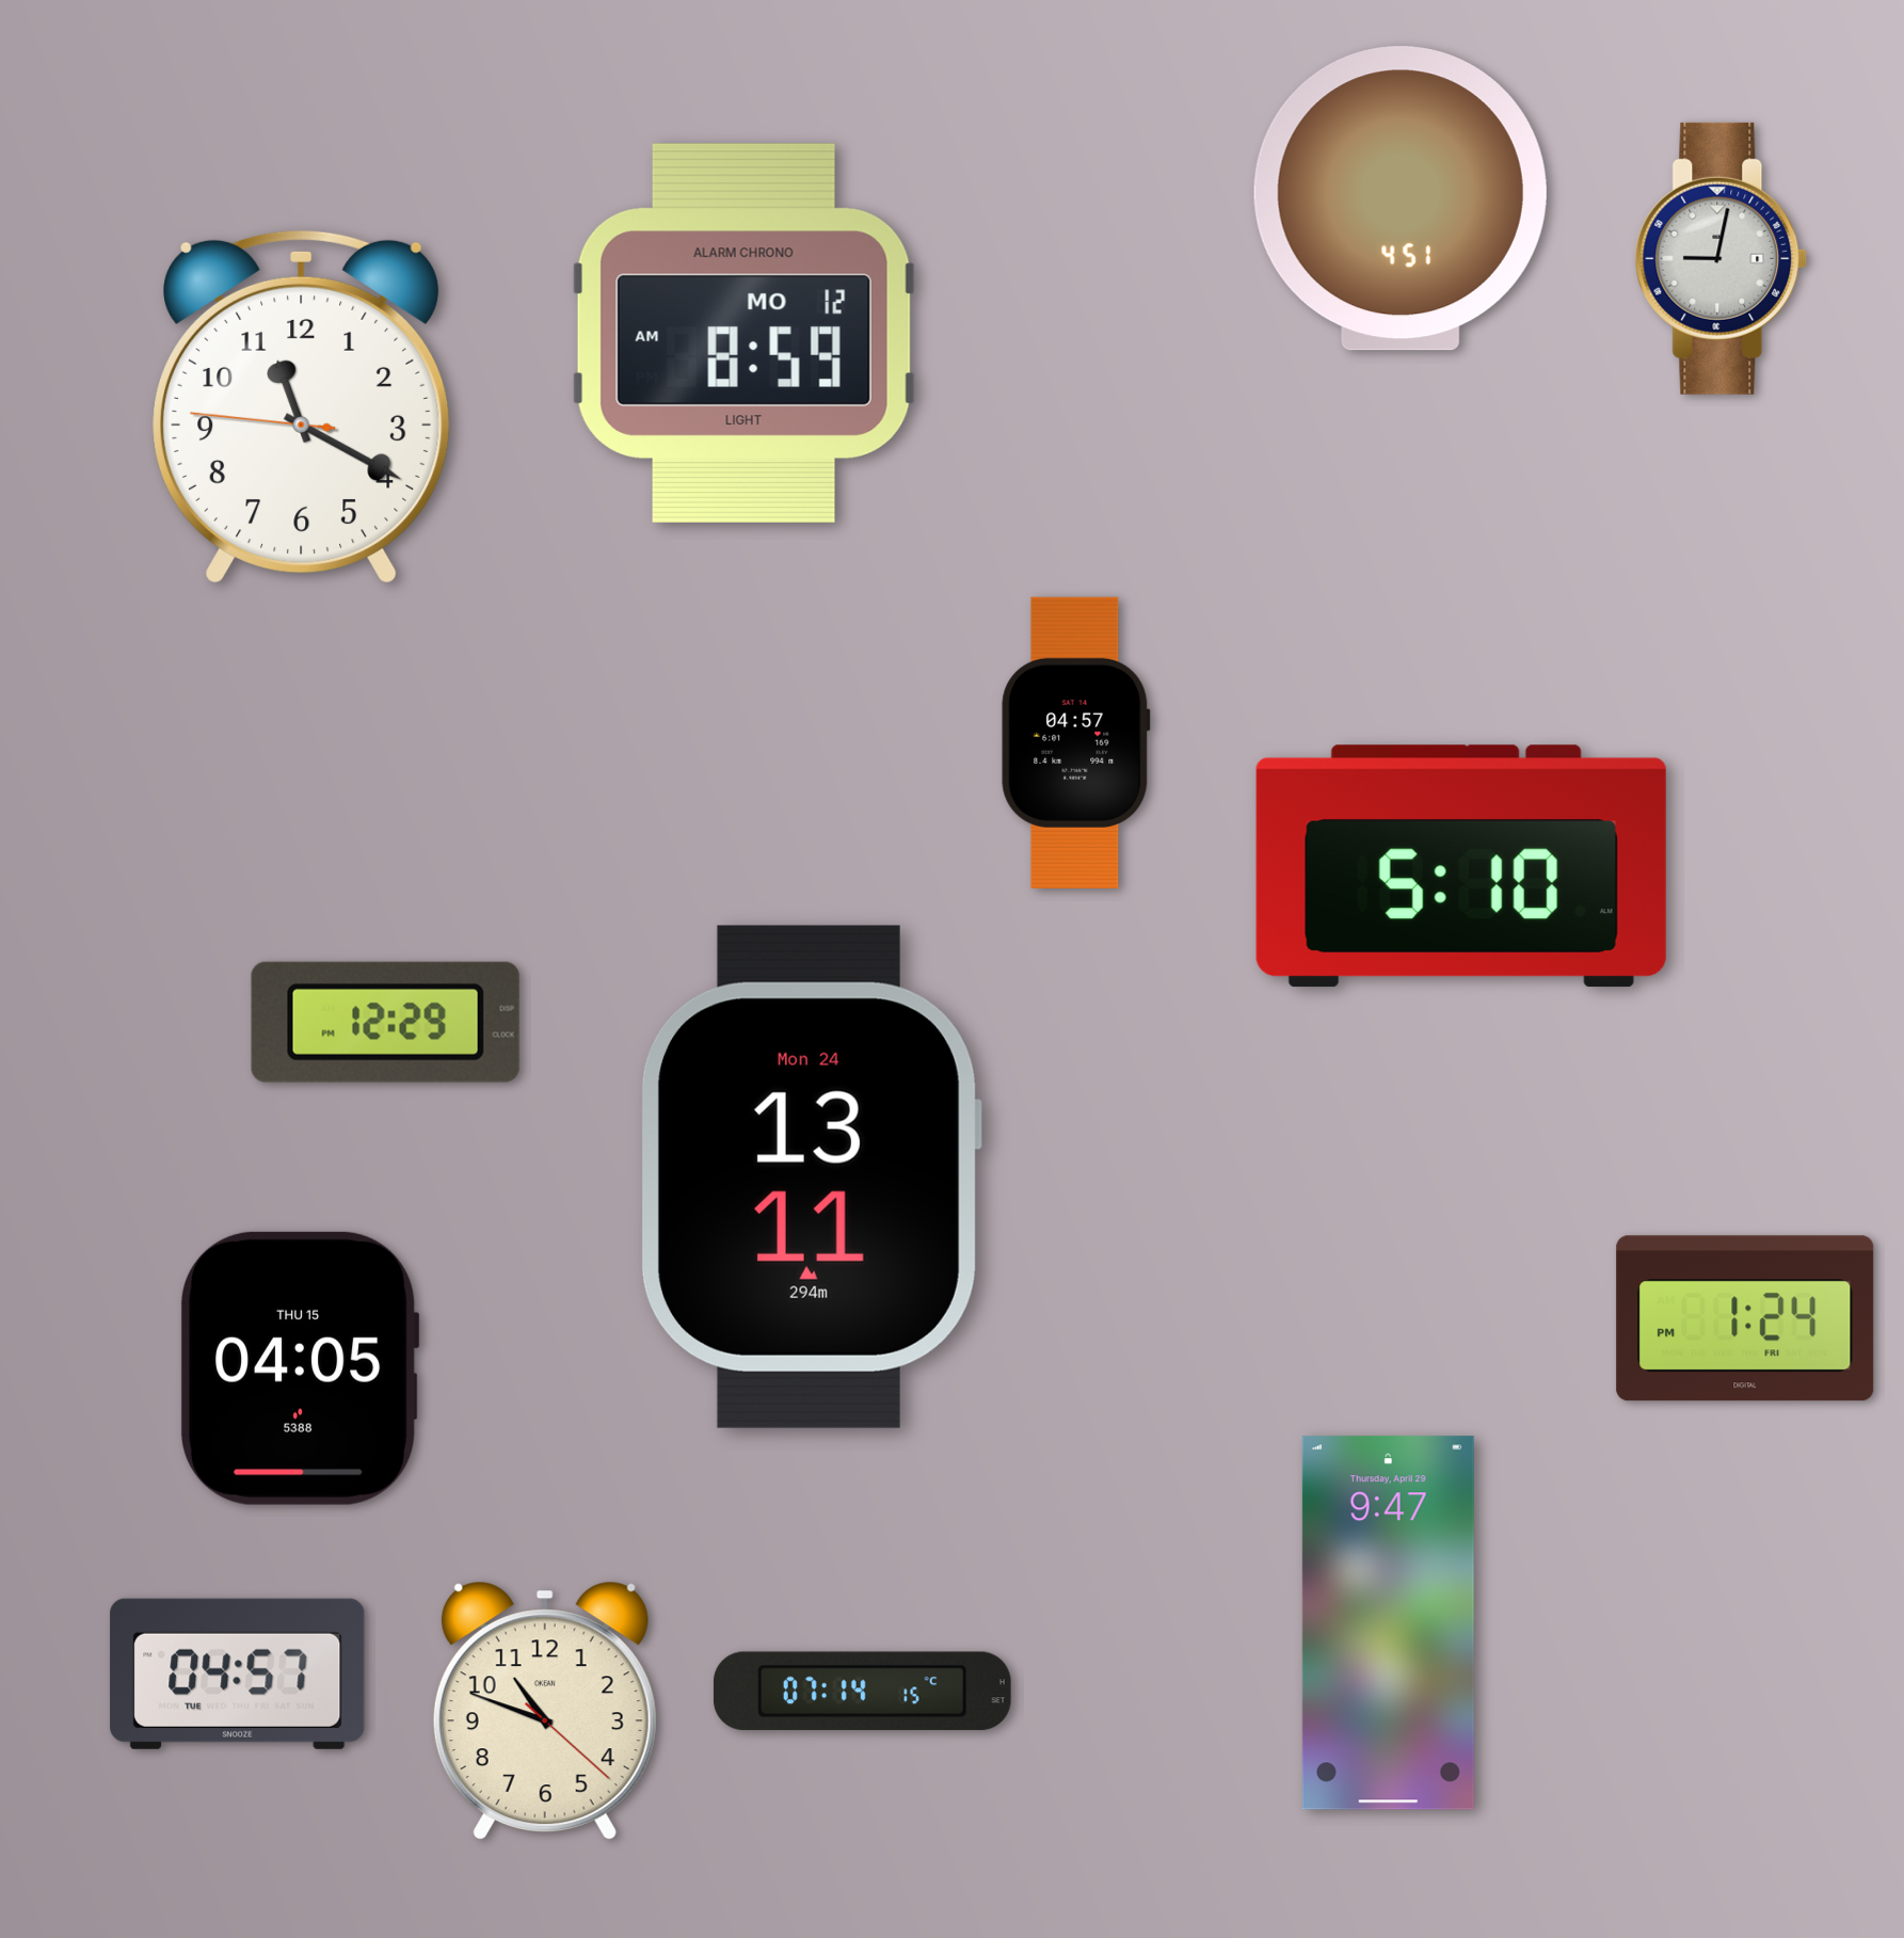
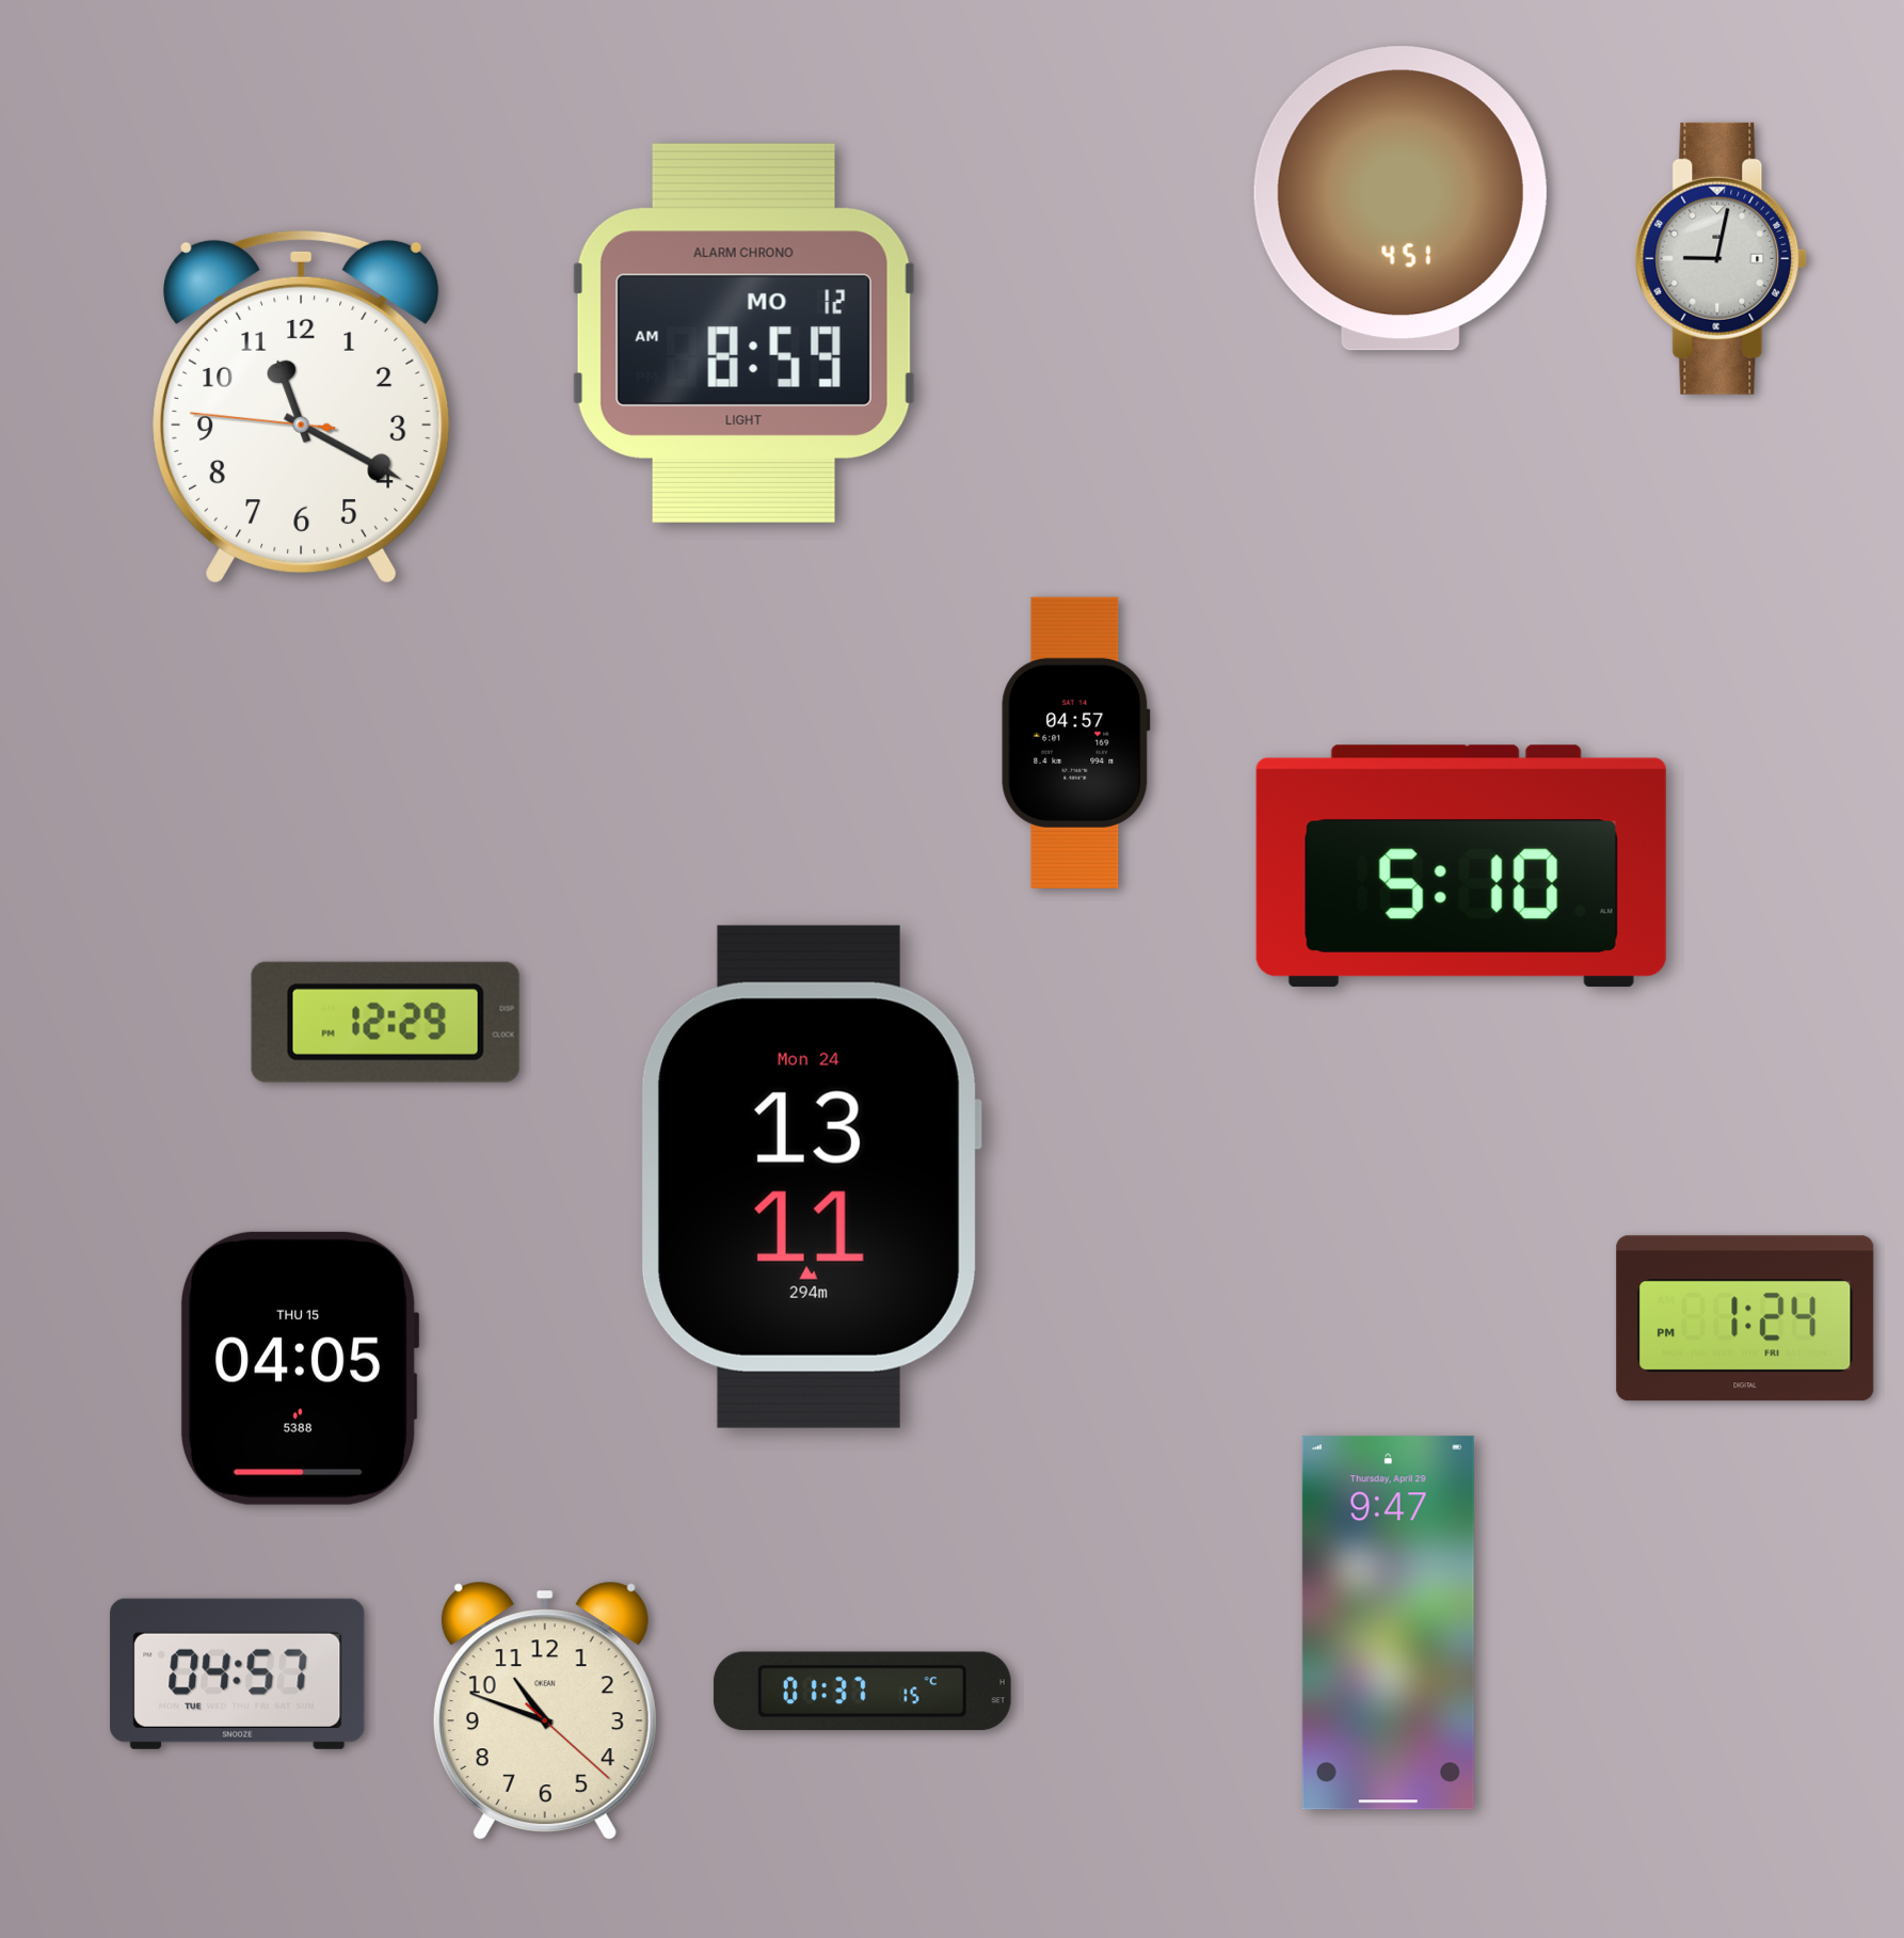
clock at (862, 1692): 07:14 -> 01:37
